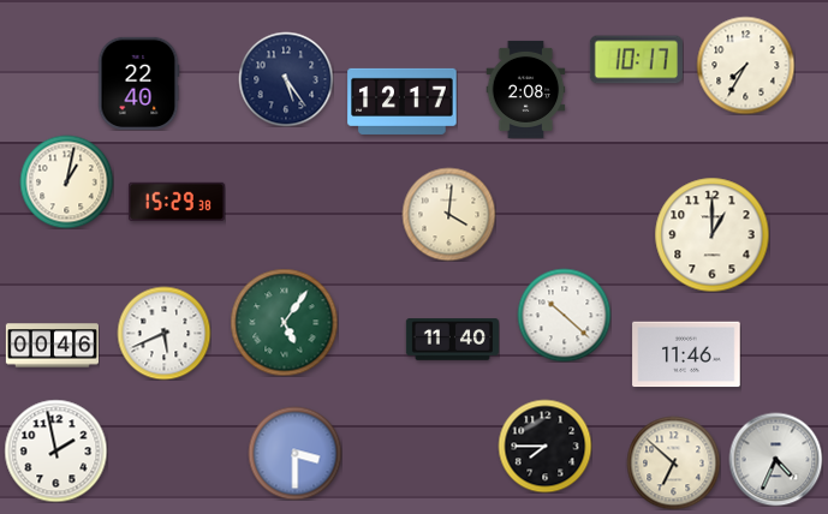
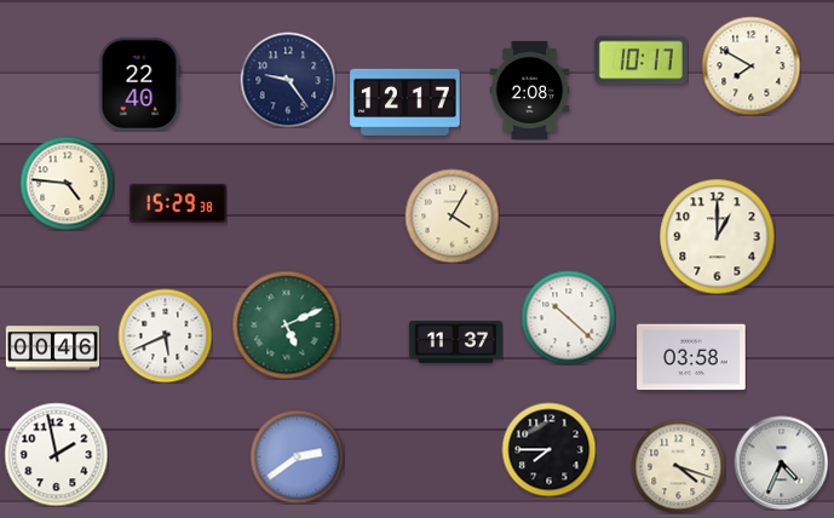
clock at (745, 65): 7:35 -> 7:50
clock at (286, 79): 5:24 -> 9:24
clock at (66, 181): 1:02 -> 4:46
clock at (448, 214): 4:01 -> 4:05
clock at (284, 322): 5:06 -> 5:11
clock at (452, 340): 11:40 -> 11:37
clock at (686, 354): 11:46 -> 03:58
clock at (294, 453): 3:30 -> 2:39
clock at (673, 462): 6:52 -> 4:18
